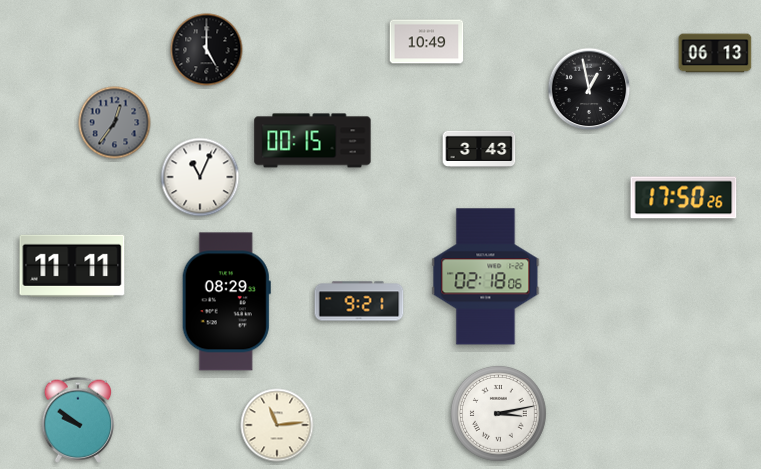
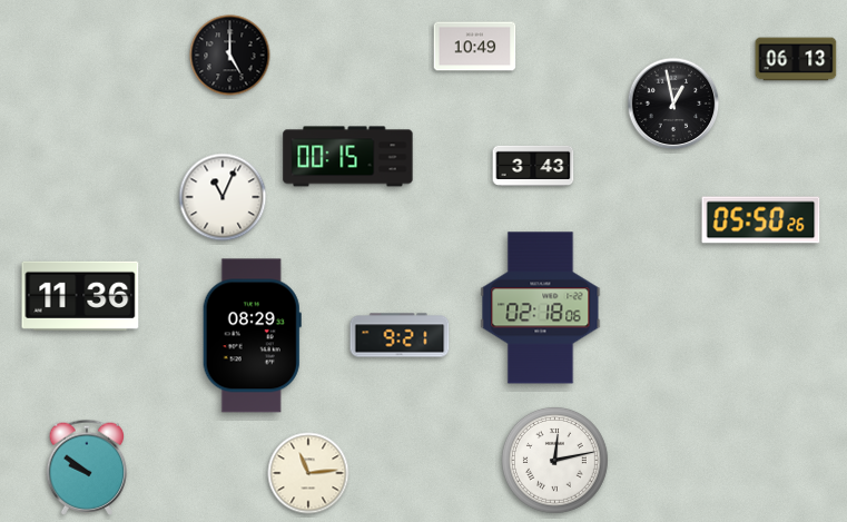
clock at (589, 89) position: (589, 89) -> (673, 104)
clock at (115, 123): 12:36 -> none
clock at (684, 198): 17:50 -> 05:50
clock at (72, 266): 11:11 -> 11:36
clock at (498, 413): 3:13 -> 12:13
